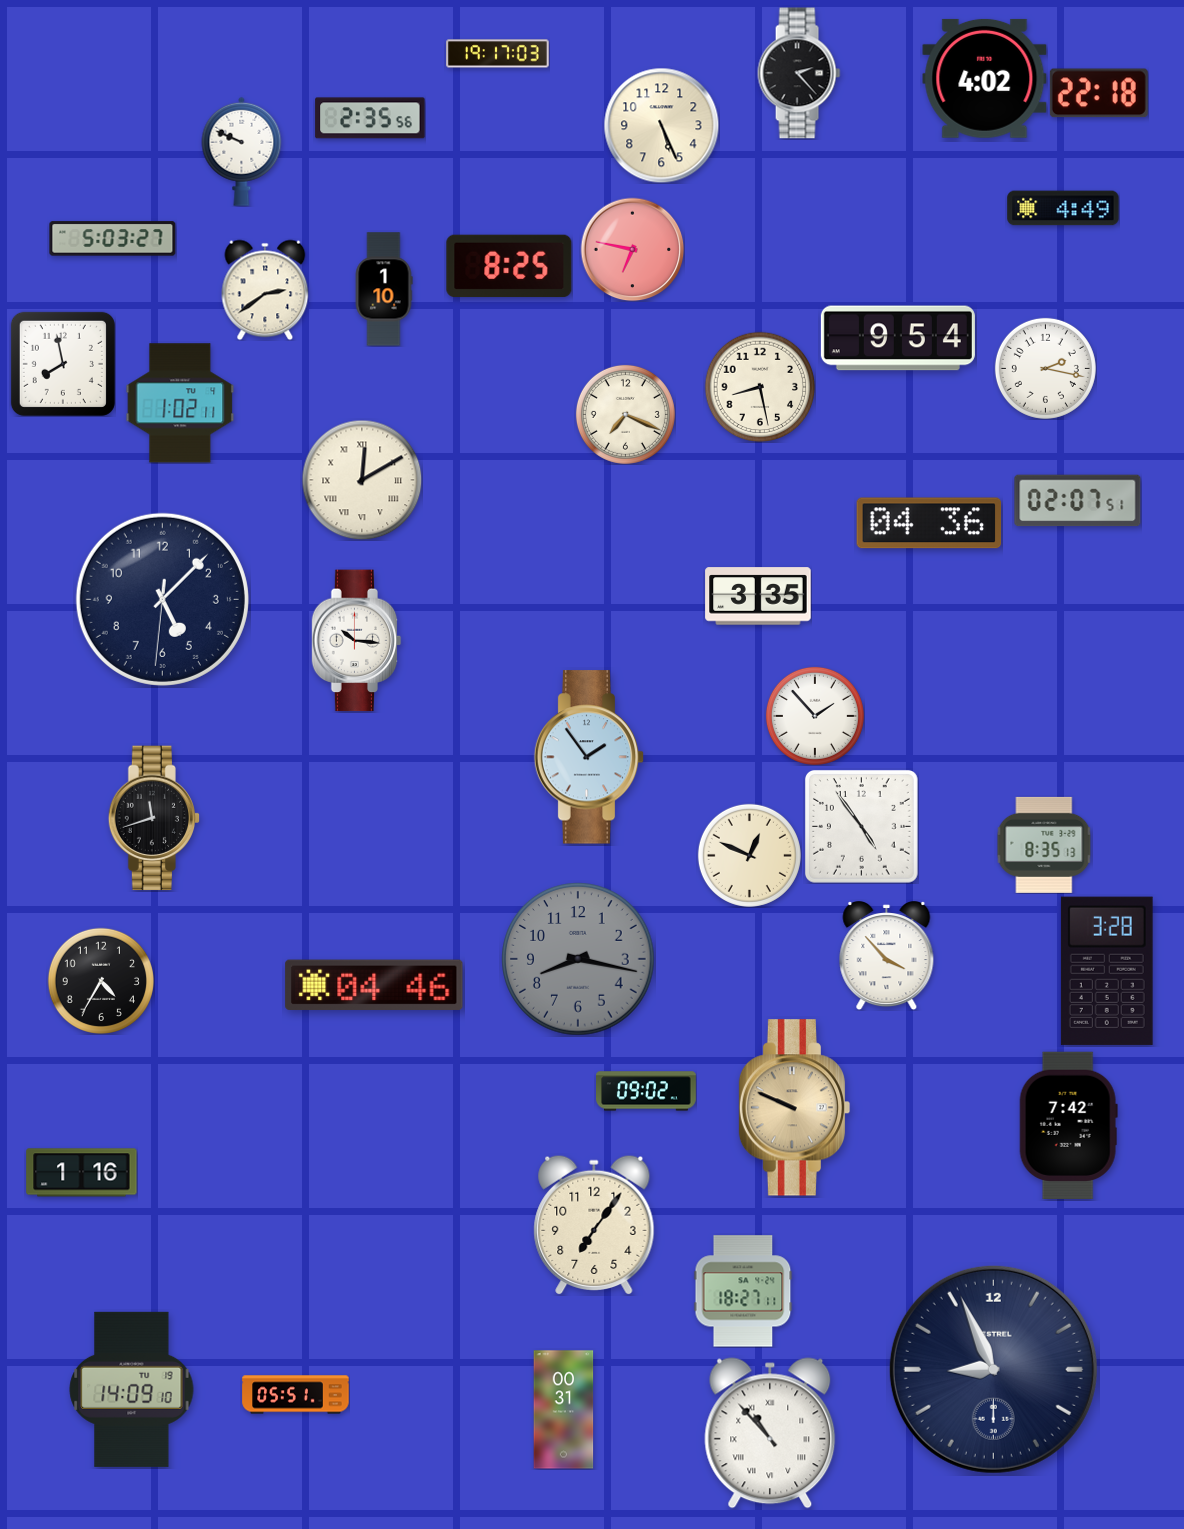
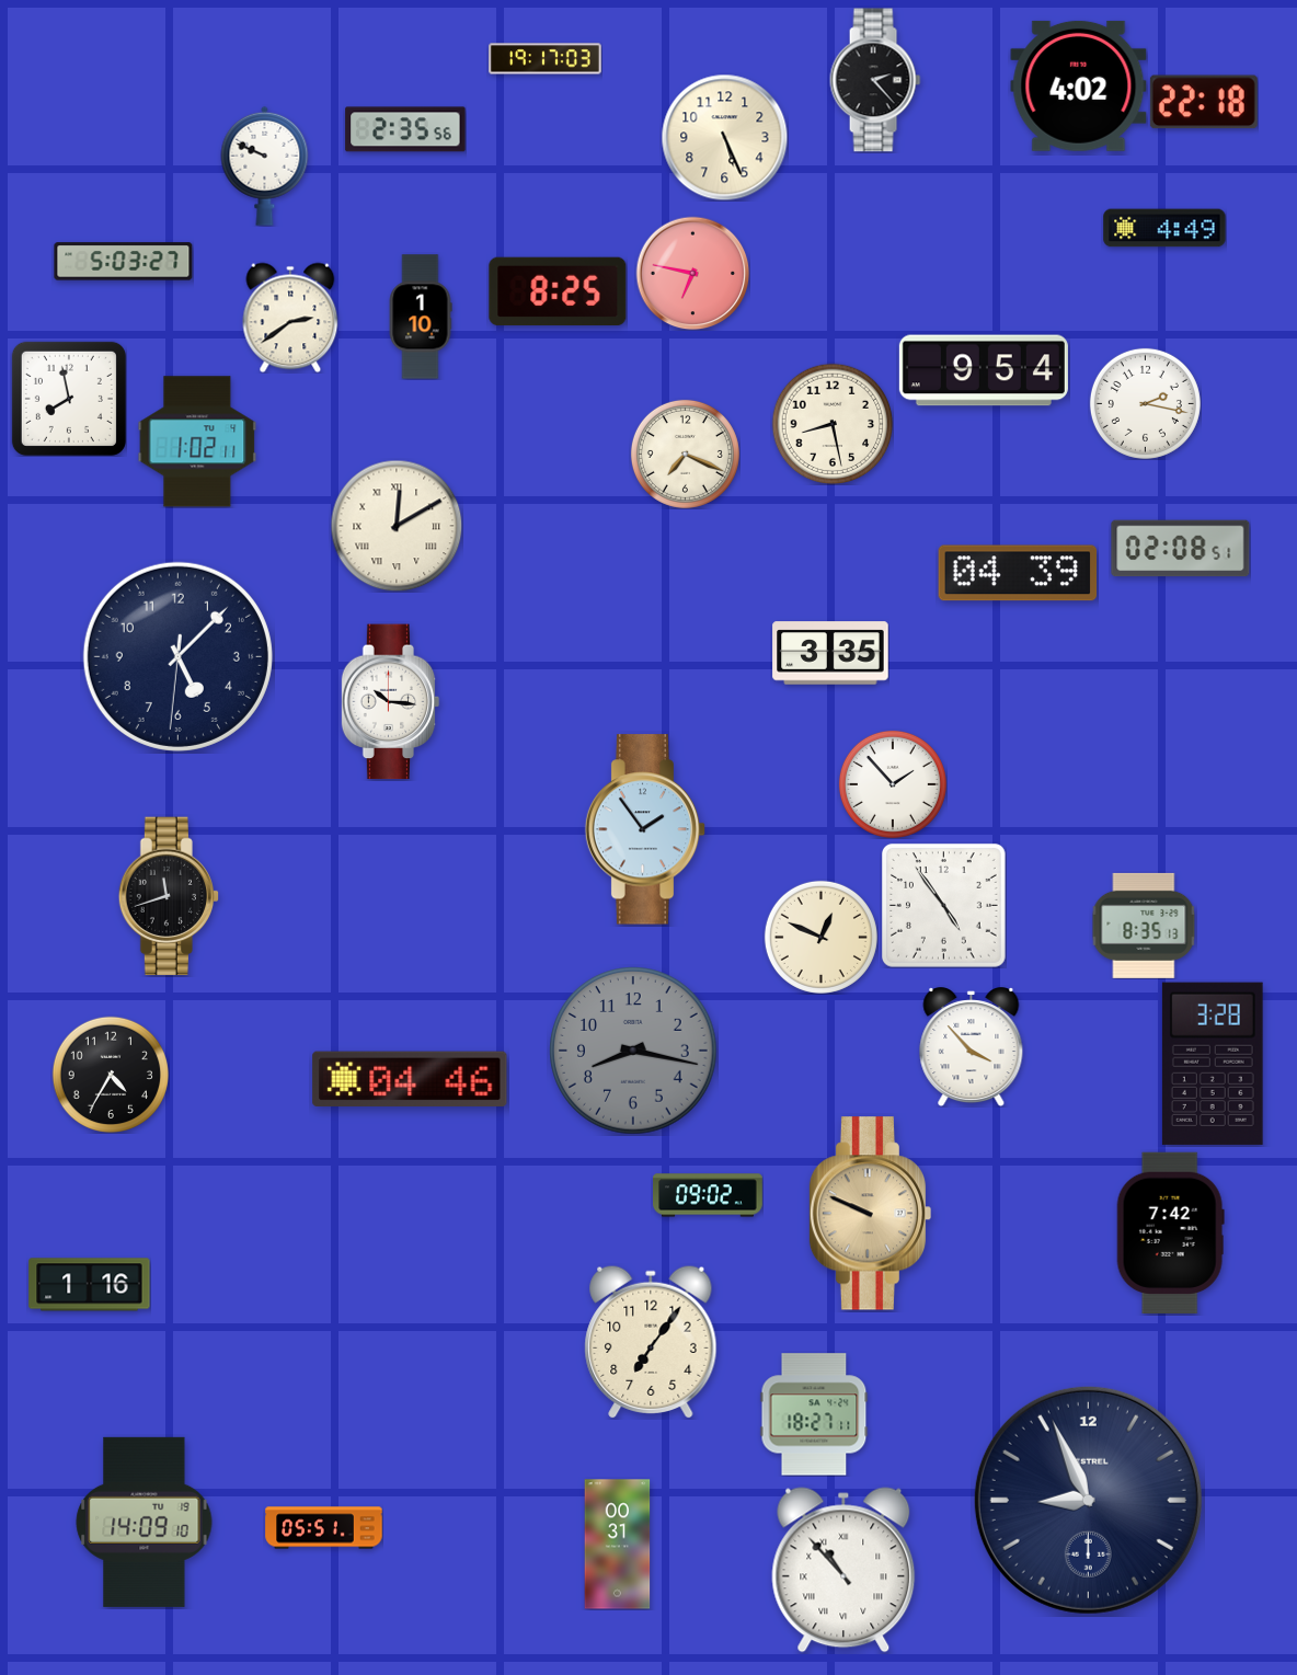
clock at (1078, 501): 02:07 -> 02:08
clock at (929, 523): 04:36 -> 04:39
